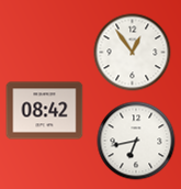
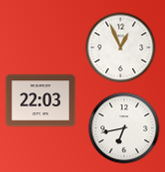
clock at (133, 53): 12:54 -> 12:56
clock at (45, 111): 08:42 -> 22:03
